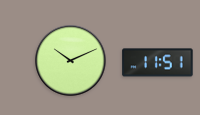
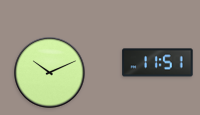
clock at (71, 61) position: (71, 61) -> (50, 73)
